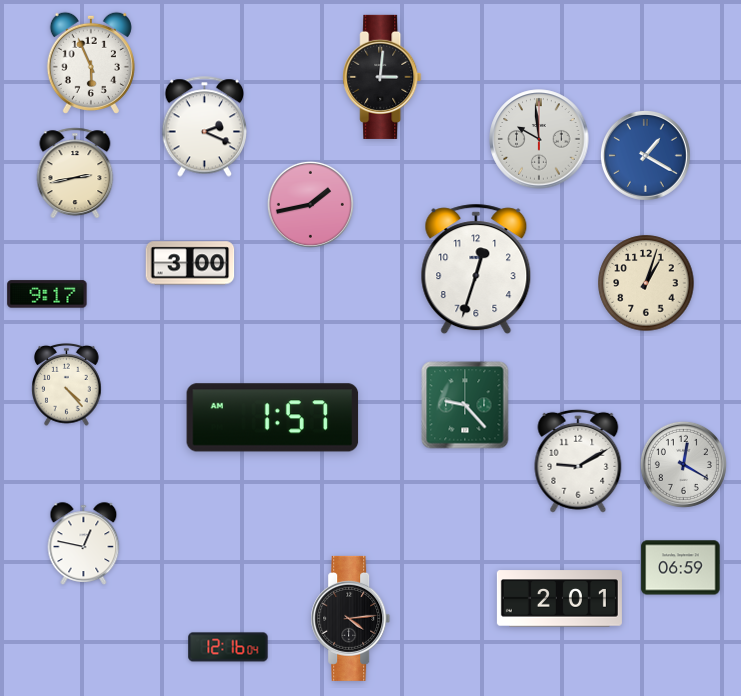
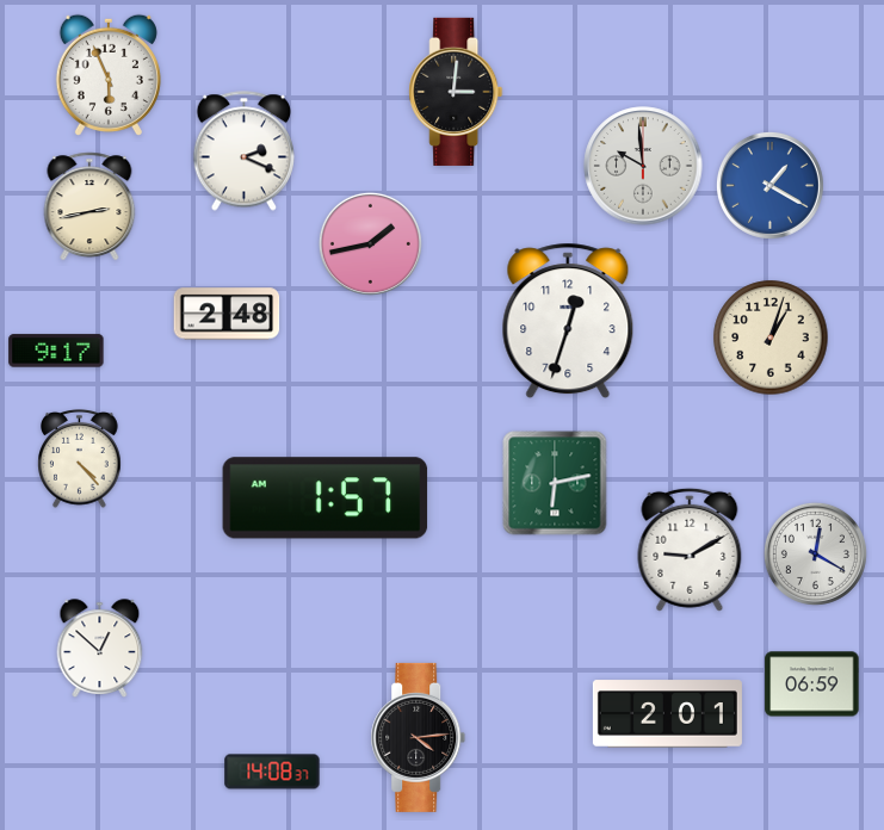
clock at (190, 263): 3:00 -> 2:48
clock at (465, 405): 9:23 -> 6:13
clock at (84, 544): 12:47 -> 12:52
clock at (681, 568) position: (681, 568) -> (812, 685)
clock at (228, 647): 12:16 -> 14:08
